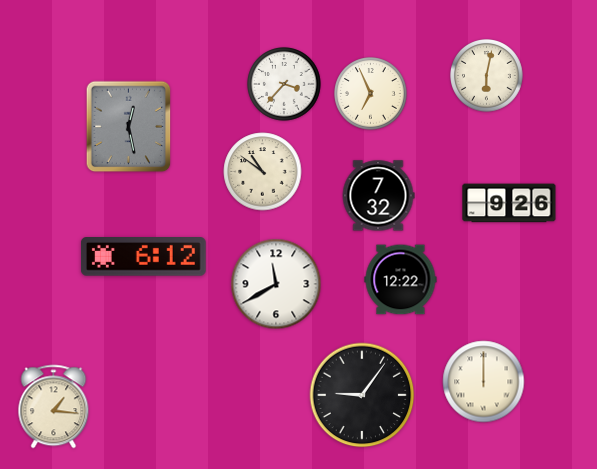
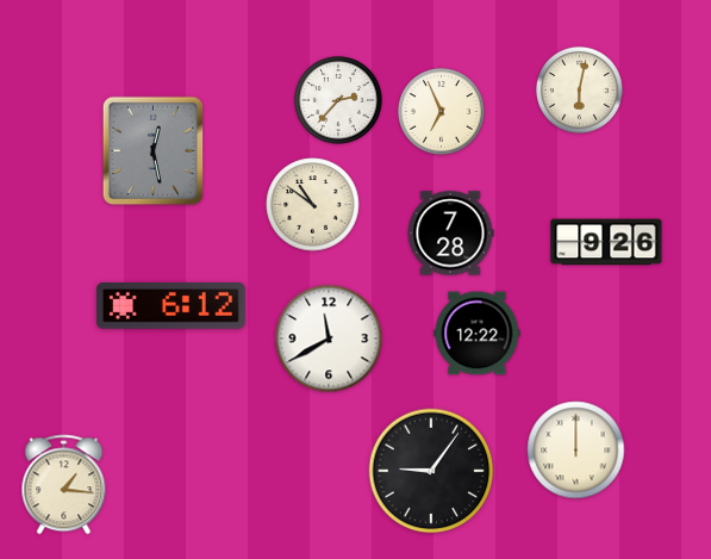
clock at (284, 84): 3:37 -> 2:37
clock at (378, 196): 7:32 -> 7:28
clock at (484, 382) position: (484, 382) -> (576, 451)
